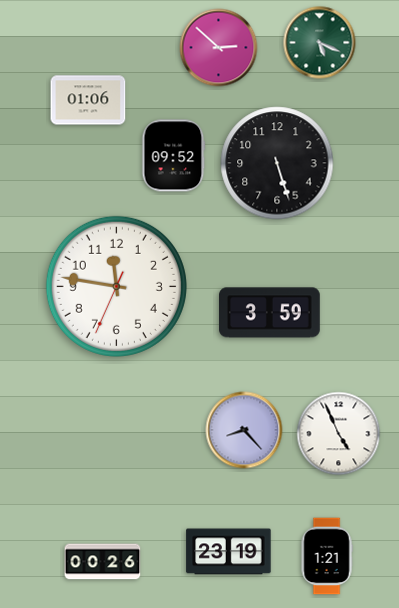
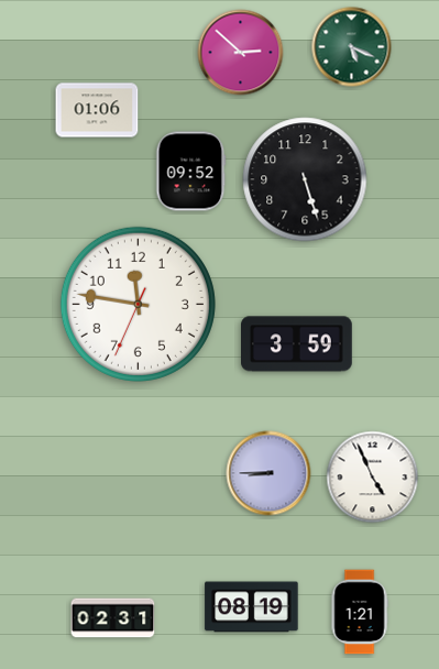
clock at (116, 286) position: (116, 286) -> (138, 304)
clock at (244, 430): 8:23 -> 8:45
clock at (229, 552): 23:19 -> 08:19
clock at (103, 562): 00:26 -> 02:31
